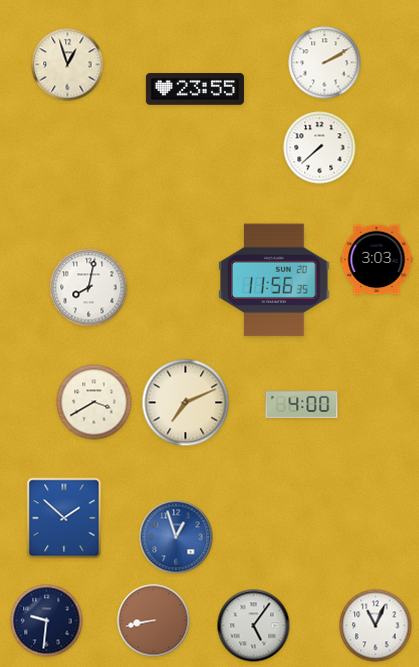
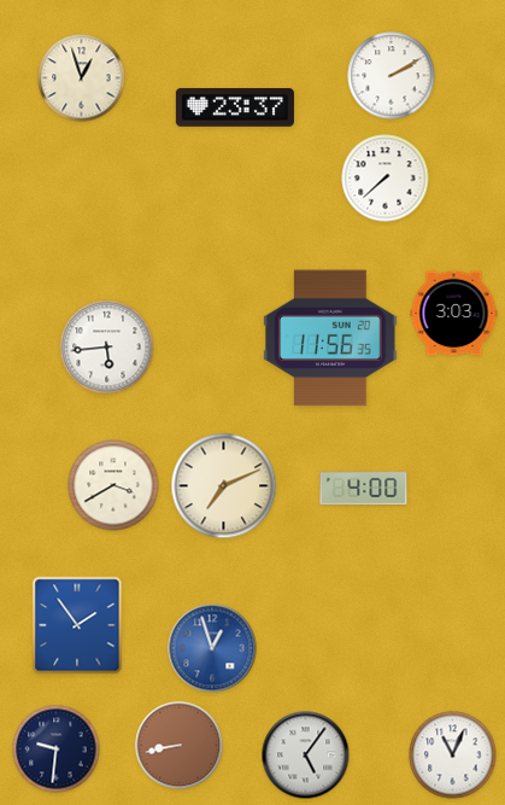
clock at (195, 89): 23:55 -> 23:37
clock at (89, 288): 8:02 -> 5:44
clock at (64, 518): 1:52 -> 1:54
clock at (154, 621) position: (154, 621) -> (180, 746)
